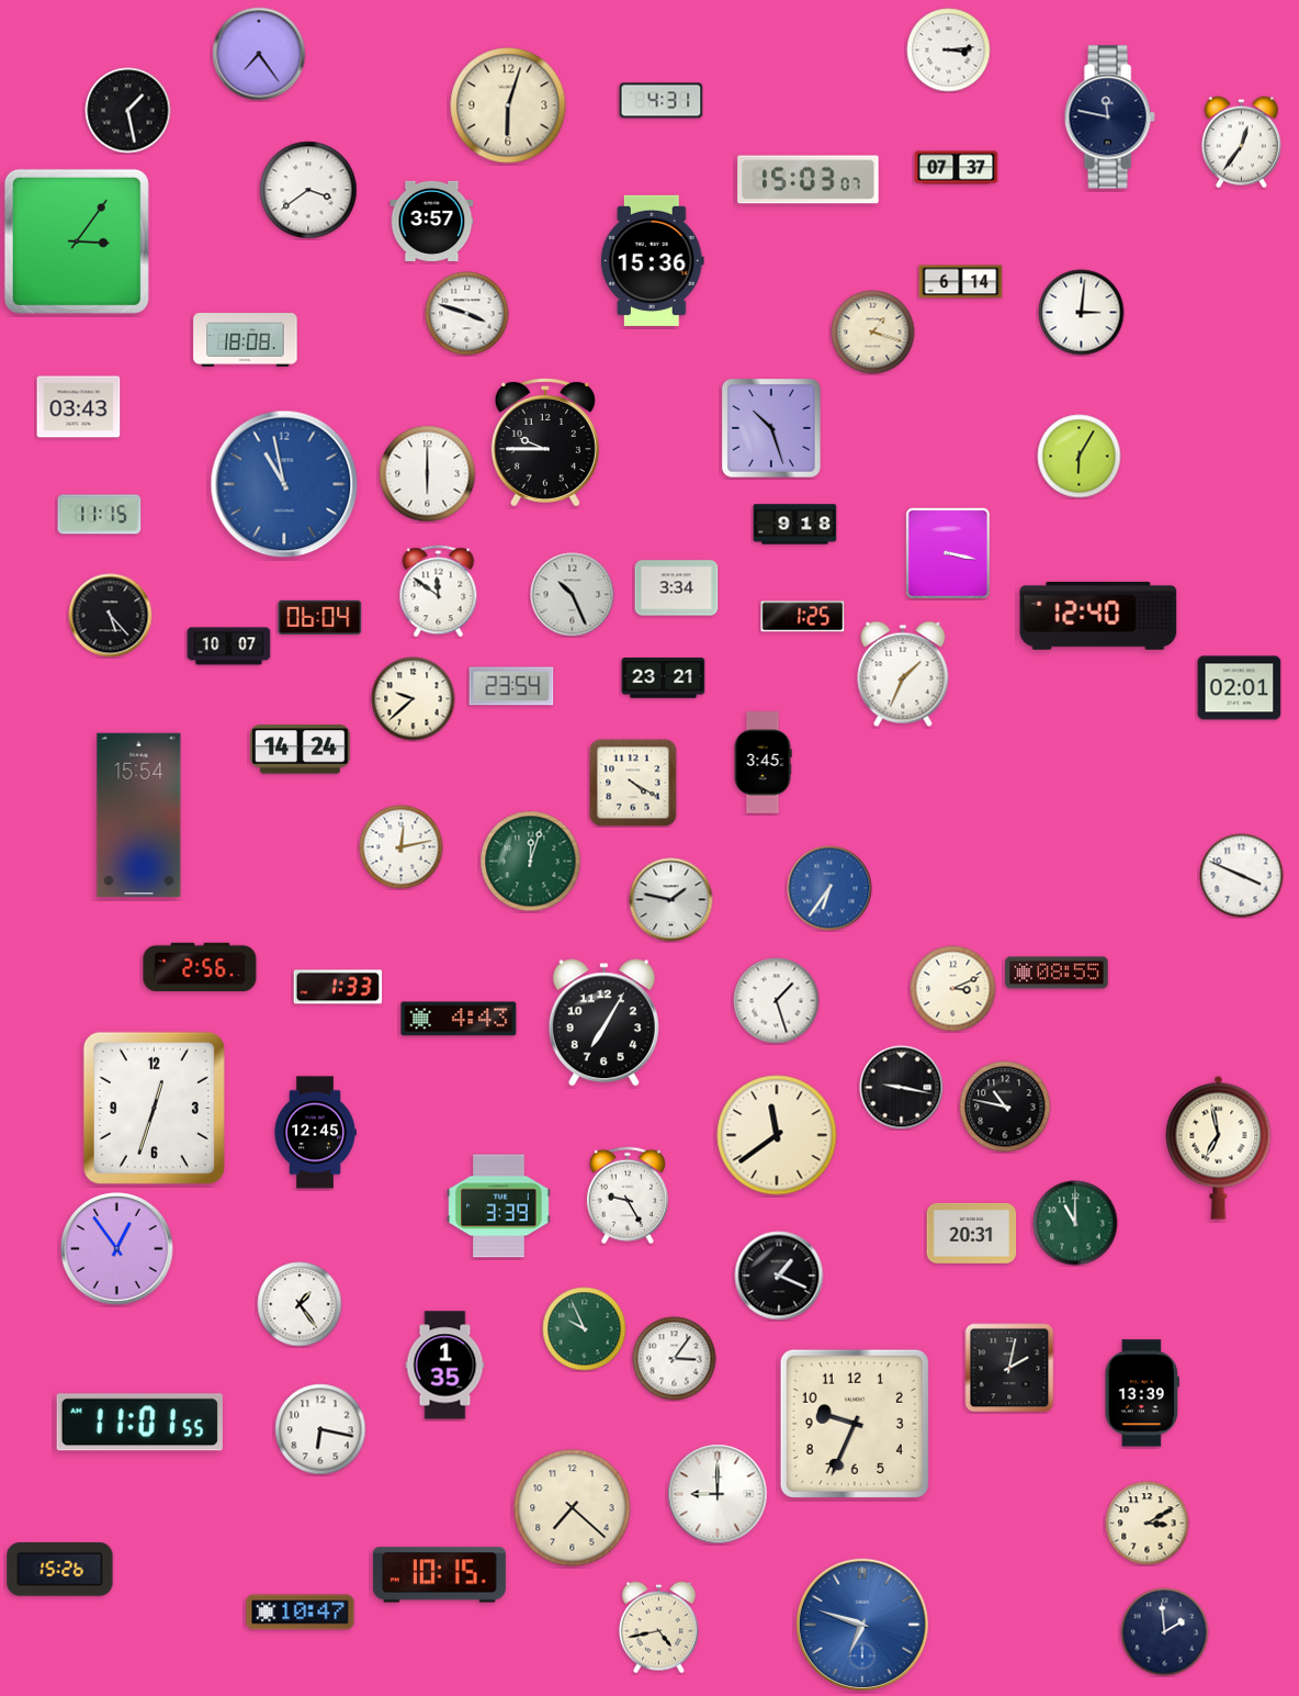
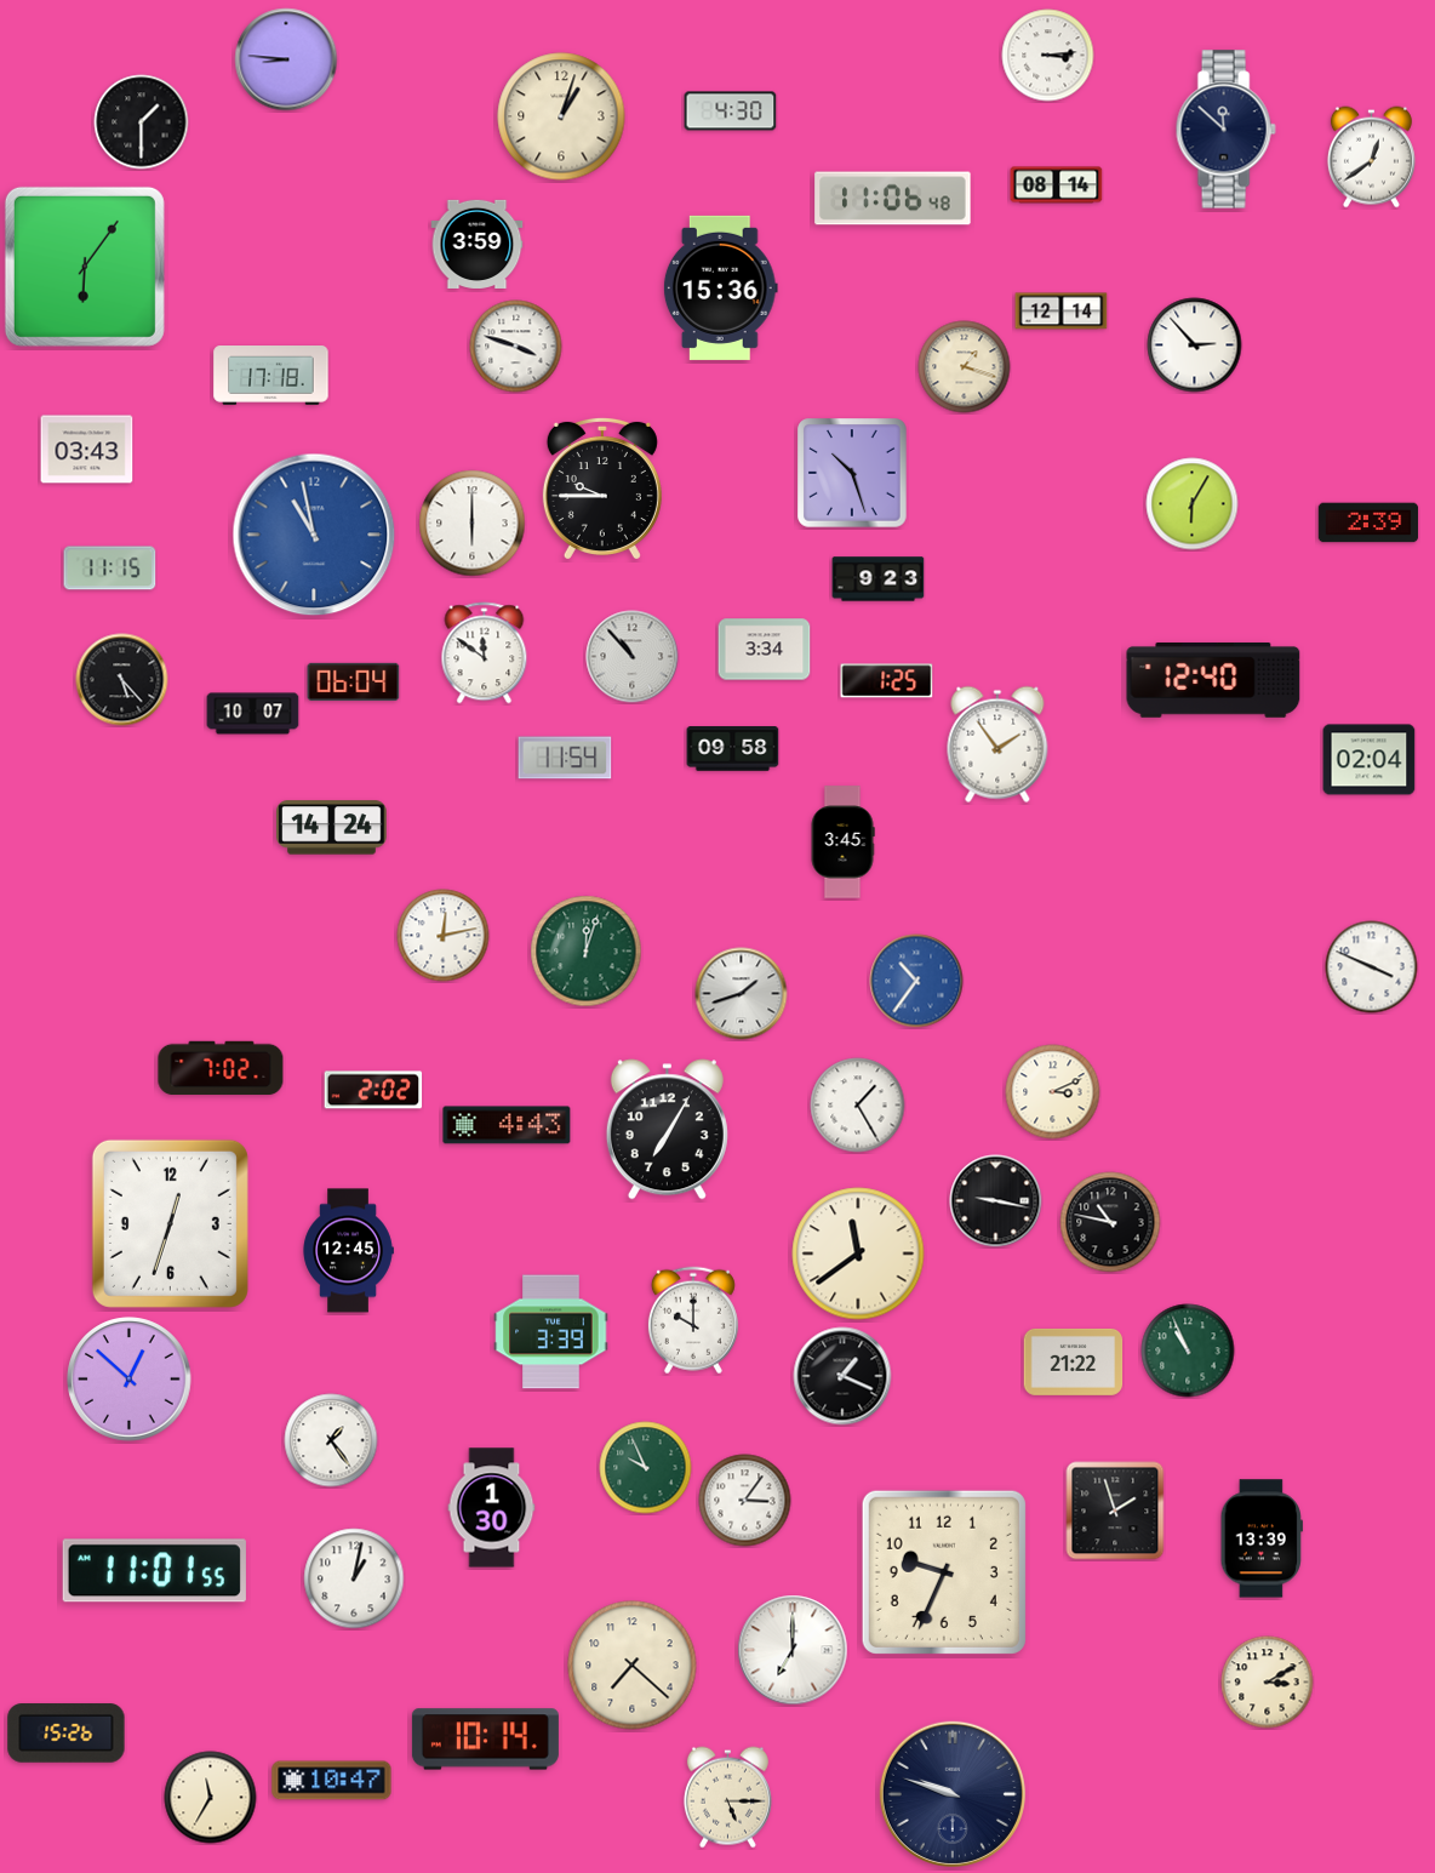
clock at (259, 54): 7:24 -> 8:46
clock at (662, 101): 4:31 -> 4:30
clock at (508, 105): 6:03 -> 1:03
clock at (128, 111): 1:28 -> 1:30
clock at (1109, 117): 11:47 -> 11:52
clock at (1241, 143): 12:36 -> 12:39
clock at (957, 168): 07:37 -> 08:14
clock at (809, 180): 15:03 -> 11:06
clock at (308, 190): 3:39 -> none
clock at (432, 221): 3:57 -> 3:59
clock at (77, 242): 3:06 -> 6:06
clock at (961, 282): 6:14 -> 12:14
clock at (1082, 313): 3:01 -> 2:53
clock at (246, 340): 18:08 -> 17:18
clock at (1368, 523): none -> 2:39
clock at (795, 525): 9:18 -> 9:23
clock at (948, 553): 3:17 -> none
clock at (677, 588) position: (677, 588) -> (765, 650)
clock at (573, 595): 10:26 -> 10:53
clock at (903, 674): 1:34 -> 1:54
clock at (664, 678): 23:21 -> 09:58
clock at (511, 686): 23:54 -> 11:54
clock at (1240, 688): 02:01 -> 02:04
clock at (414, 699): 9:38 -> none
clock at (633, 783): 4:20 -> none
clock at (139, 816): 15:54 -> none
clock at (829, 888): 6:36 -> 10:36
clock at (671, 900): 1:47 -> 1:42
clock at (200, 967): 2:56 -> 7:02
clock at (1057, 973): 08:55 -> none
clock at (338, 987): 1:33 -> 2:02
clock at (777, 1001): 1:27 -> 1:25
clock at (1219, 1147): 6:58 -> none
clock at (628, 1195): 9:25 -> 10:00
clock at (1075, 1223): 11:00 -> 10:56
clock at (972, 1233): 20:31 -> 21:22
clock at (117, 1249): 12:54 -> 12:52
clock at (779, 1276) position: (779, 1276) -> (842, 1376)
clock at (445, 1366): 1:35 -> 1:30
clock at (1009, 1368): 2:02 -> 1:57
clock at (320, 1429): 6:17 -> 1:02
clock at (718, 1494): 9:00 -> 7:00
clock at (439, 1575): 10:15 -> 10:14
clock at (862, 1625): 6:48 -> 9:48
clock at (862, 1625) dial: blue -> navy
clock at (211, 1798): none -> 11:35
clock at (658, 1628): 4:43 -> 5:15
clock at (1165, 1632): 1:59 -> none
